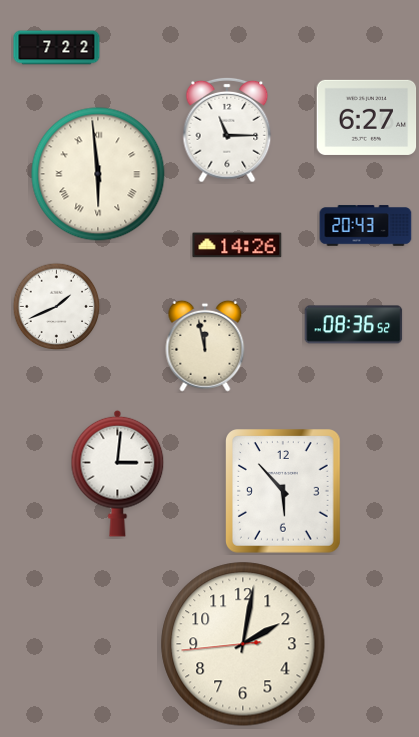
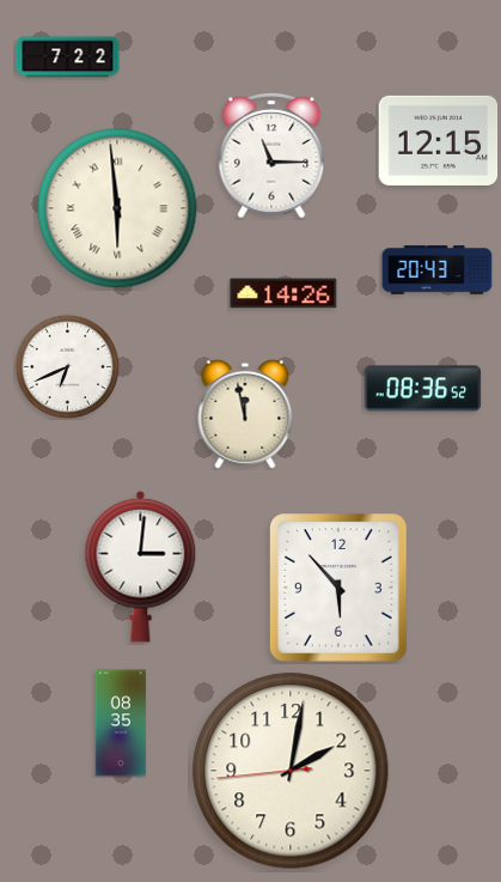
clock at (367, 117): 6:27 -> 12:15
clock at (56, 306): 1:41 -> 6:41
clock at (121, 723): none -> 08:35
